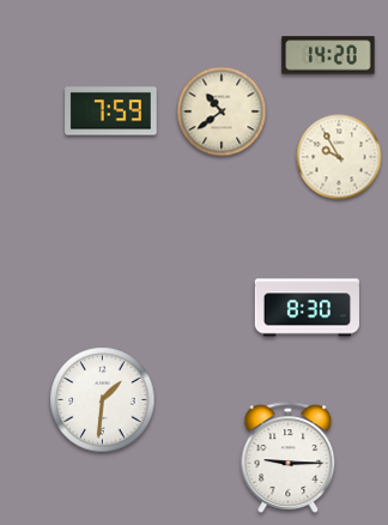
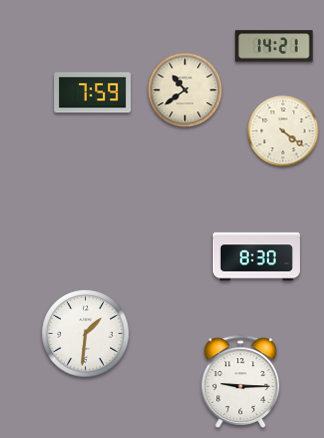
clock at (328, 55): 14:20 -> 14:21
clock at (222, 111) position: (222, 111) -> (185, 90)
clock at (339, 157): 9:55 -> 4:21
